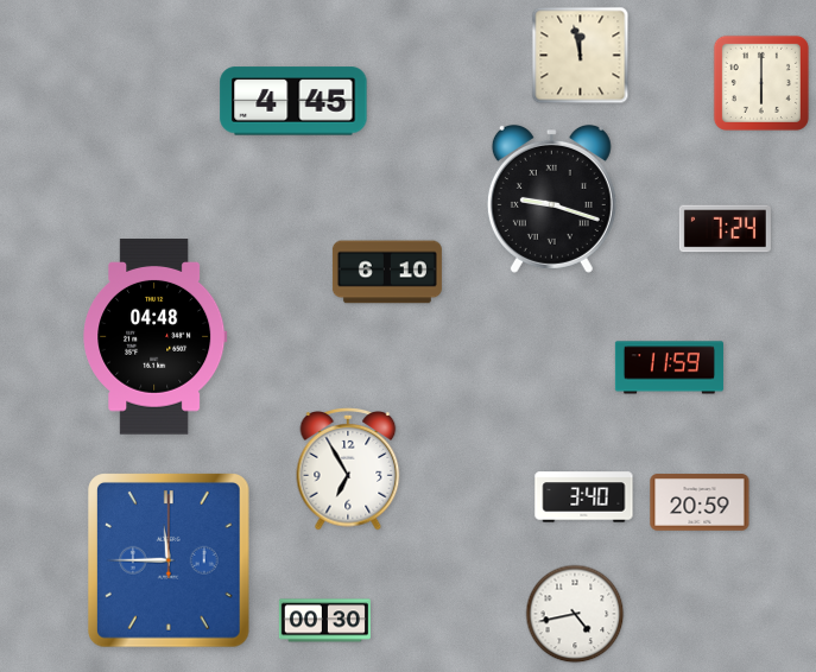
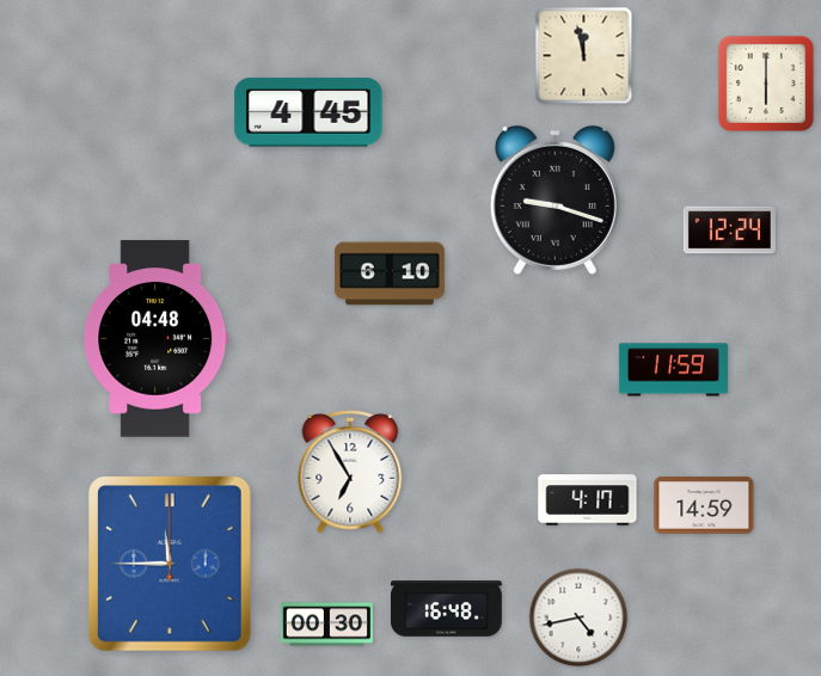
clock at (293, 101) position: (293, 101) -> (308, 112)
clock at (725, 229): 7:24 -> 12:24
clock at (584, 497): 3:40 -> 4:17
clock at (700, 502): 20:59 -> 14:59
clock at (447, 609): none -> 16:48
